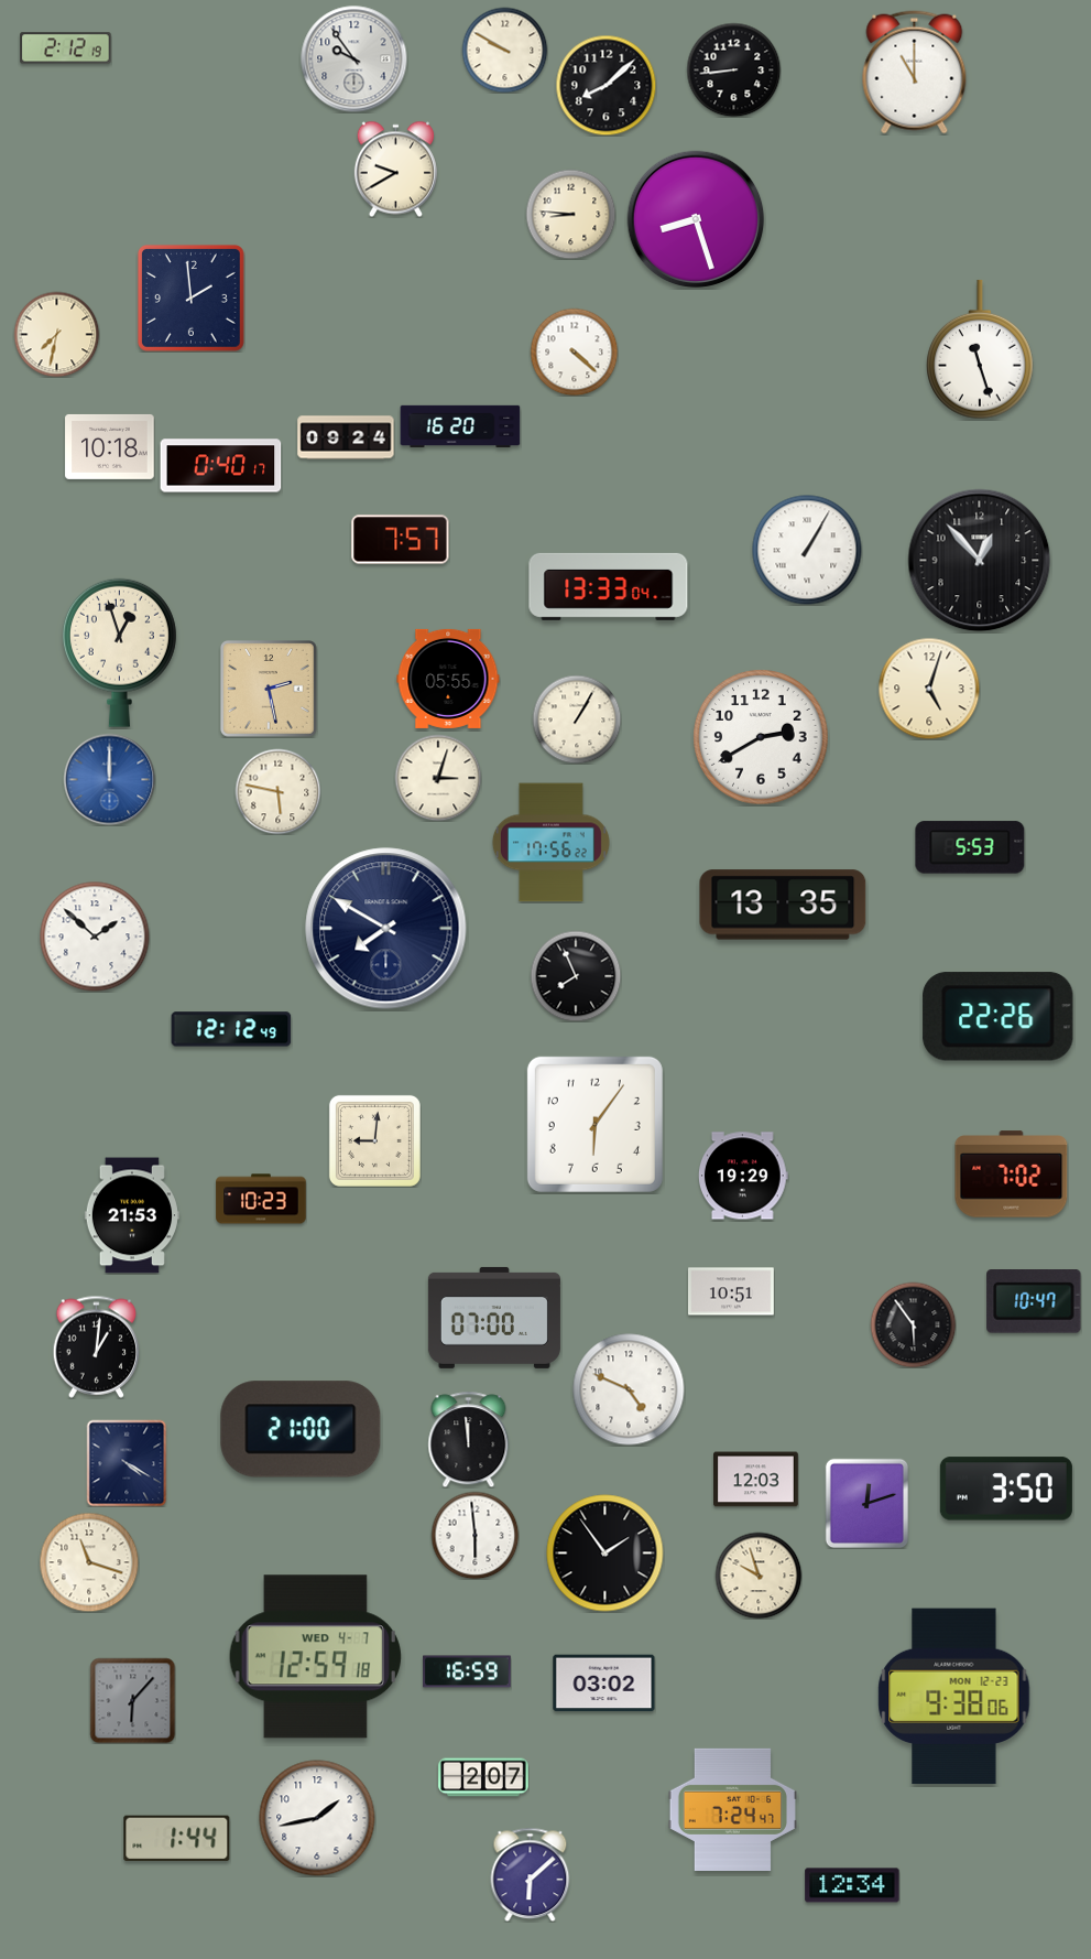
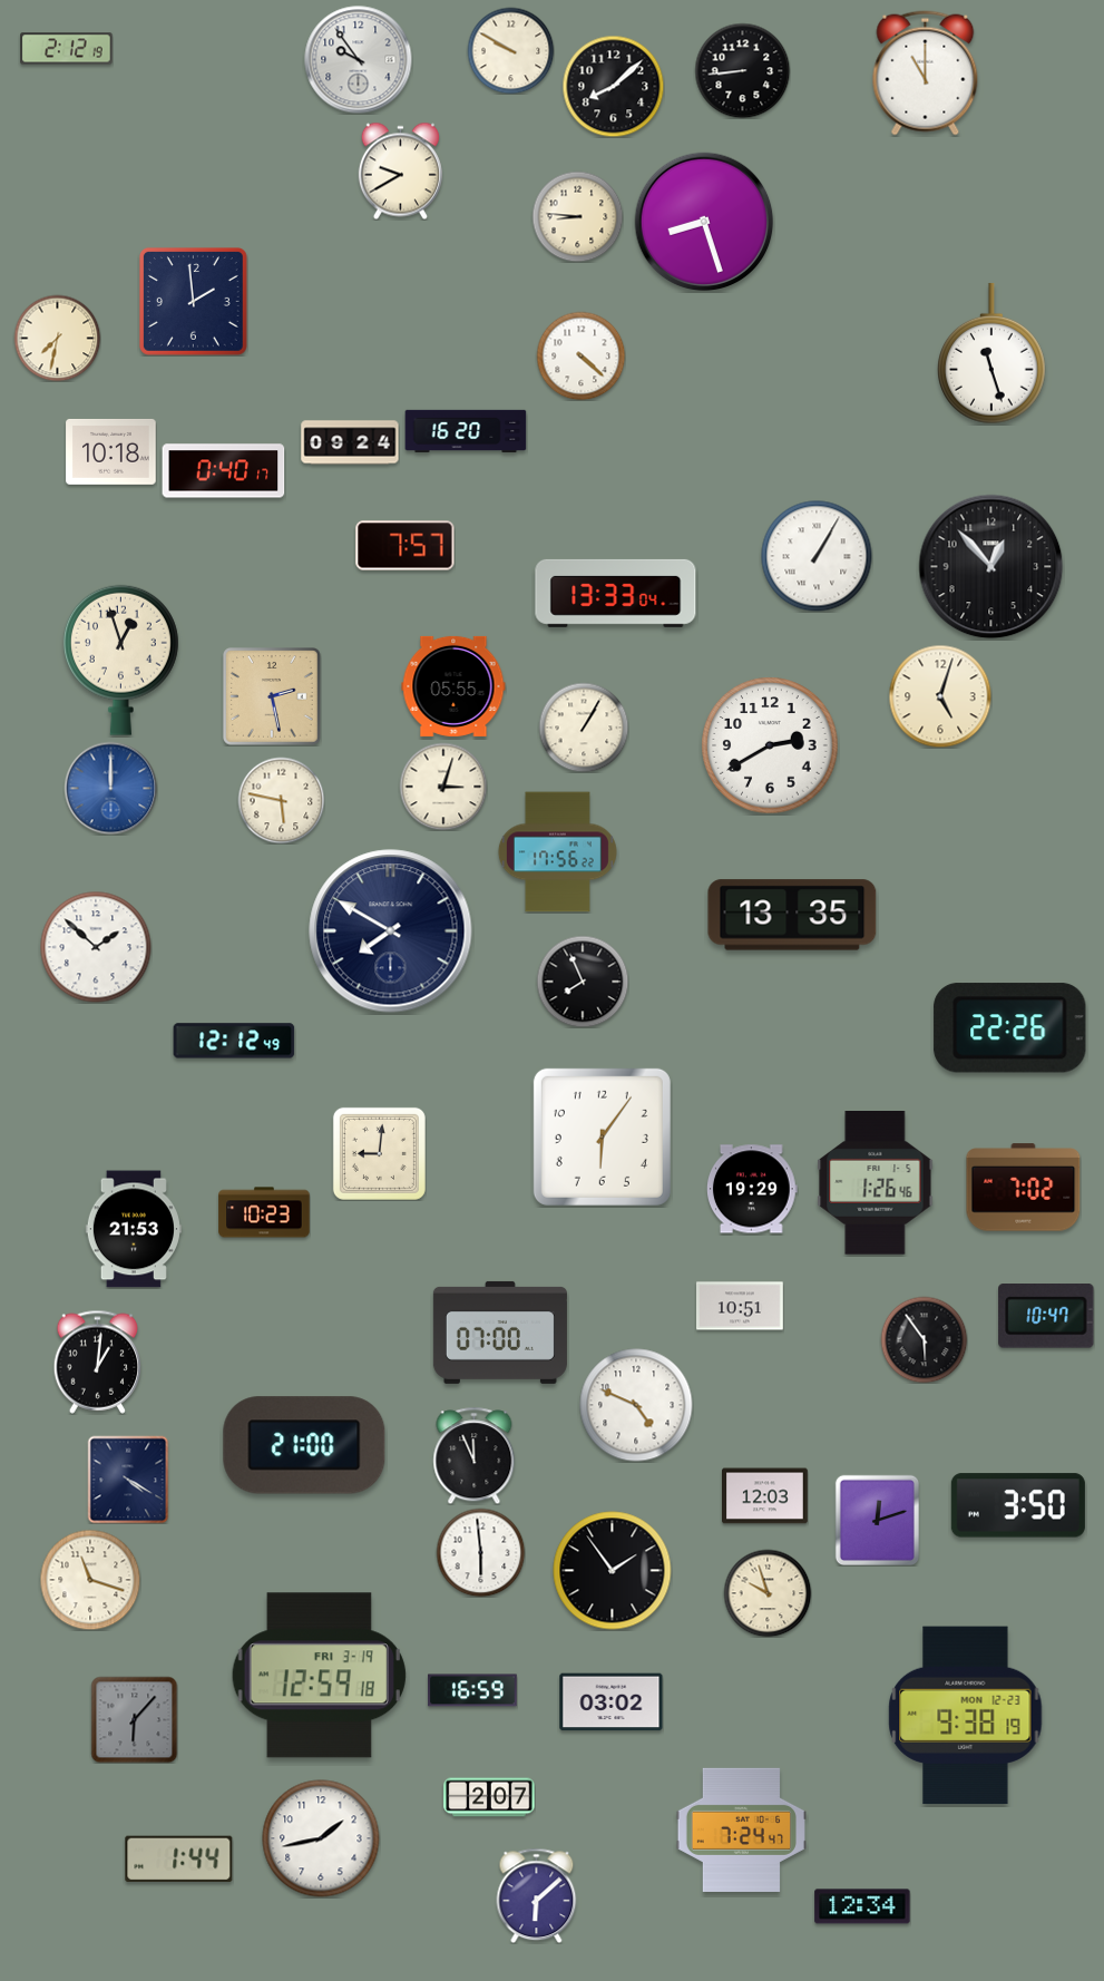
clock at (970, 847): 5:53 -> none
clock at (386, 929) position: (386, 929) -> (391, 931)
clock at (576, 976) position: (576, 976) -> (583, 982)
clock at (876, 1183): none -> 1:26
clock at (469, 1439): 11:59 -> 11:56
clock at (315, 1657) date: WED 4-7 -> FRI 3-19
clock at (954, 1697): 9:38:06 -> 9:38:19
